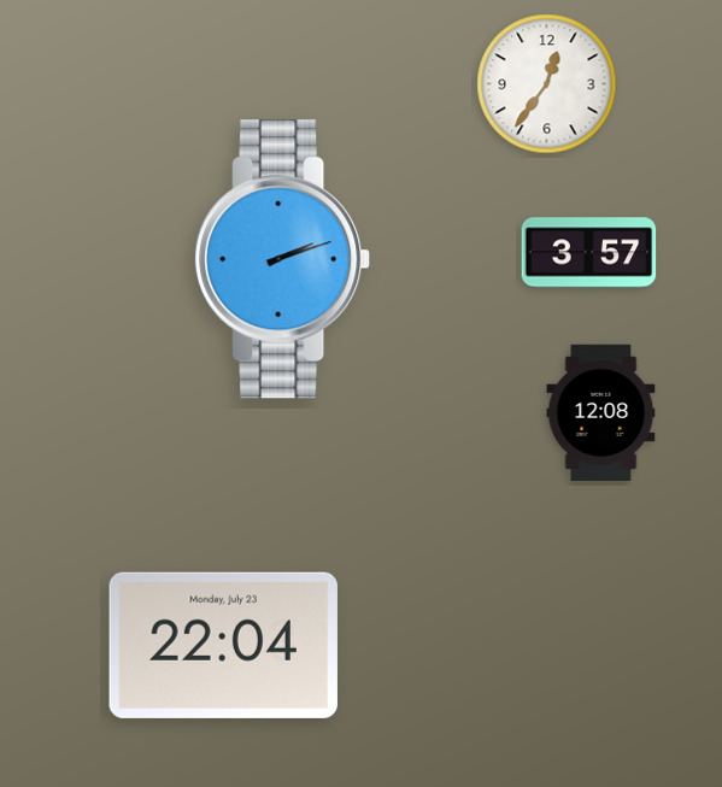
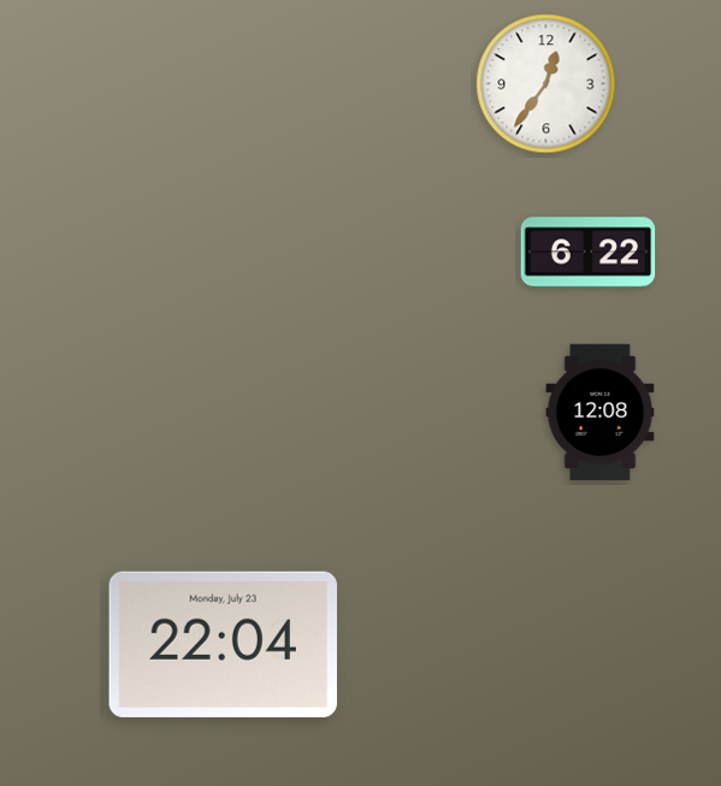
clock at (589, 253): 3:57 -> 6:22
clock at (283, 259): 2:12 -> none
